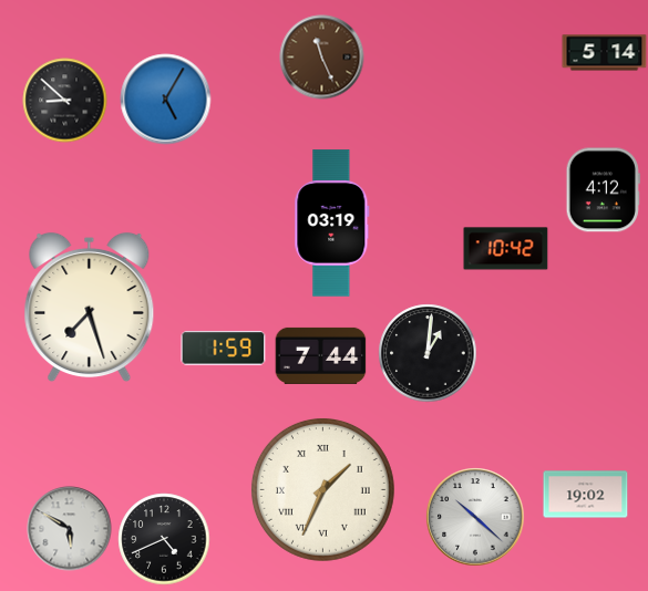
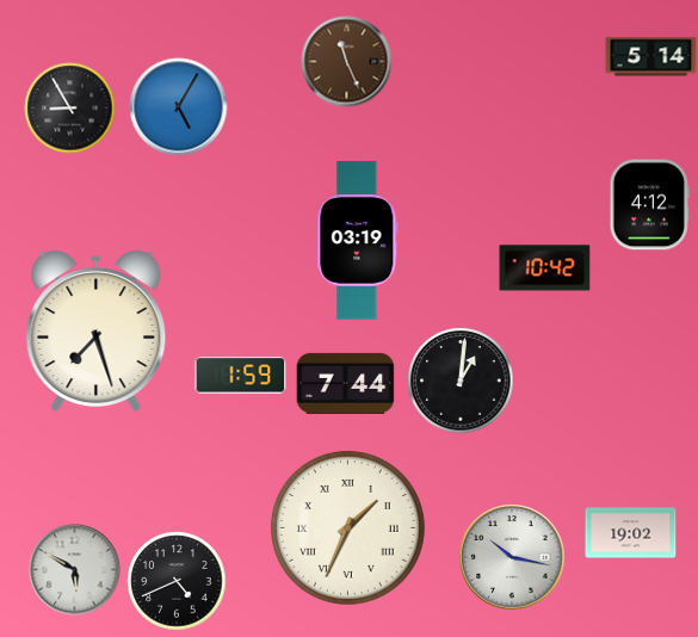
clock at (65, 101): 8:52 -> 8:55
clock at (475, 517): 10:22 -> 10:17
